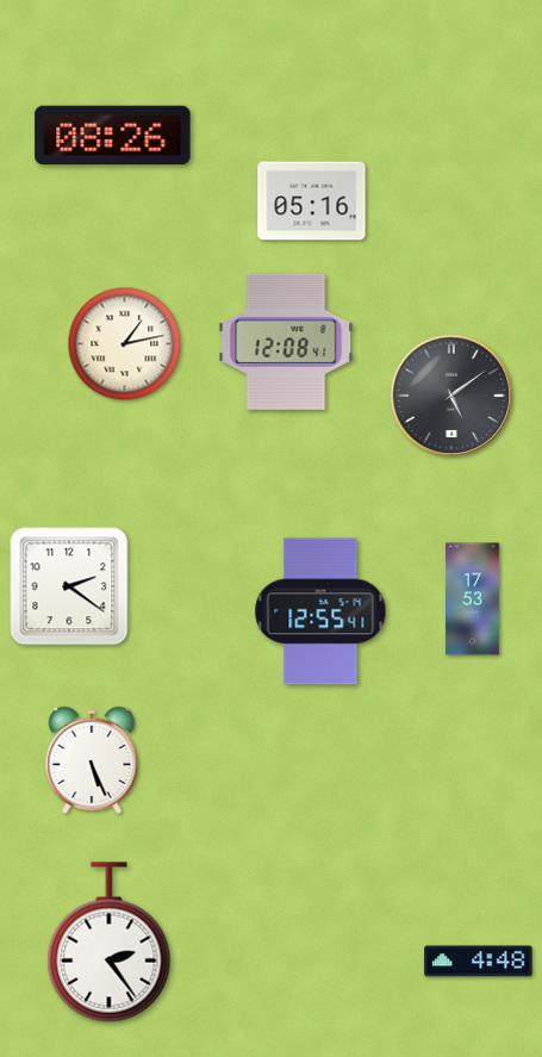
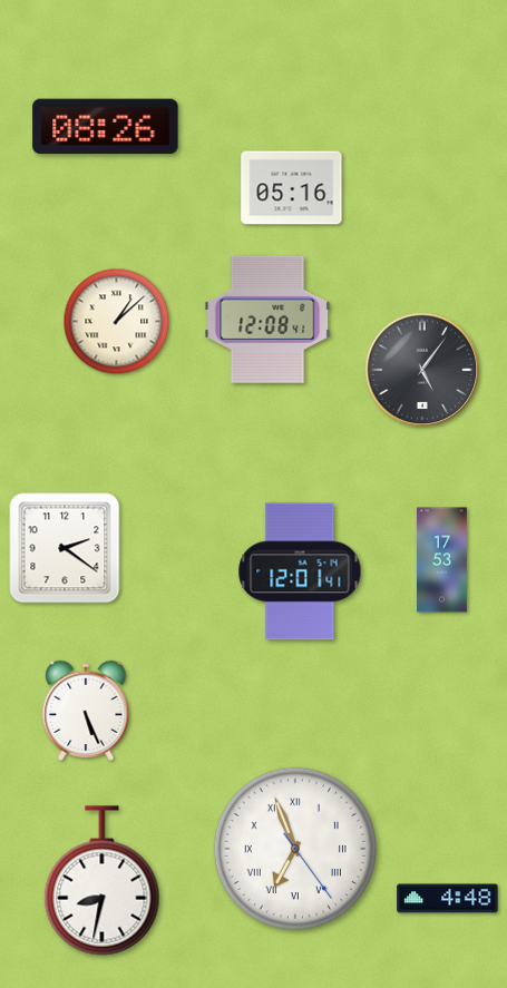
clock at (125, 344): 1:13 -> 1:08
clock at (451, 396): 5:09 -> 5:06
clock at (320, 611): 12:55 -> 12:01
clock at (294, 848): none -> 6:56
clock at (110, 943): 2:24 -> 8:32
